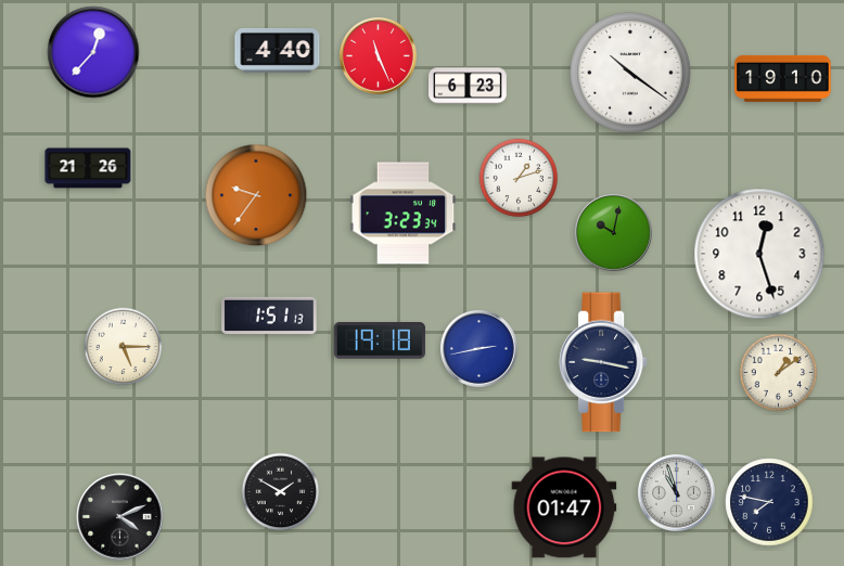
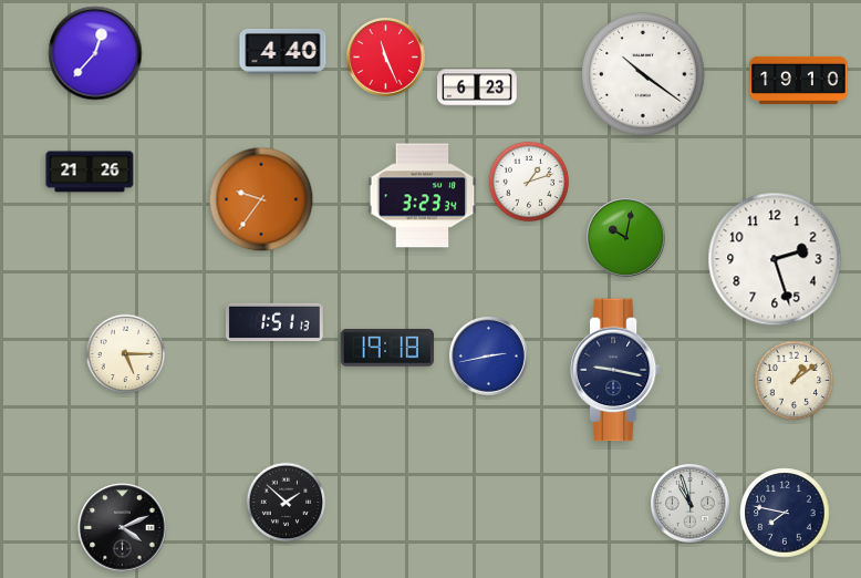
clock at (404, 214) position: (404, 214) -> (423, 196)
clock at (759, 254): 12:27 -> 2:27
clock at (281, 492): 1:50 -> 1:52
clock at (564, 507): 01:47 -> none
